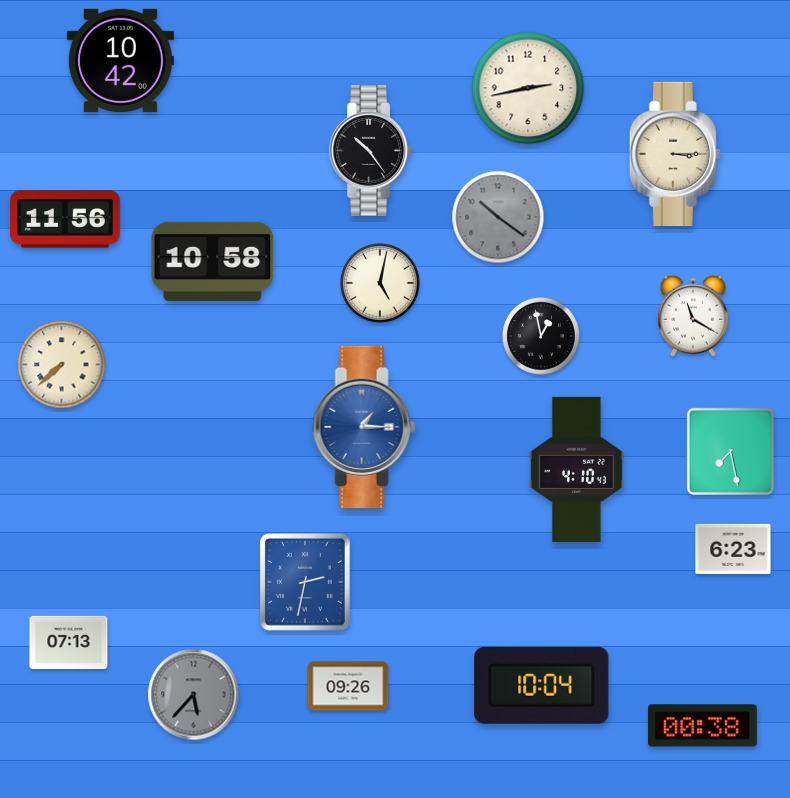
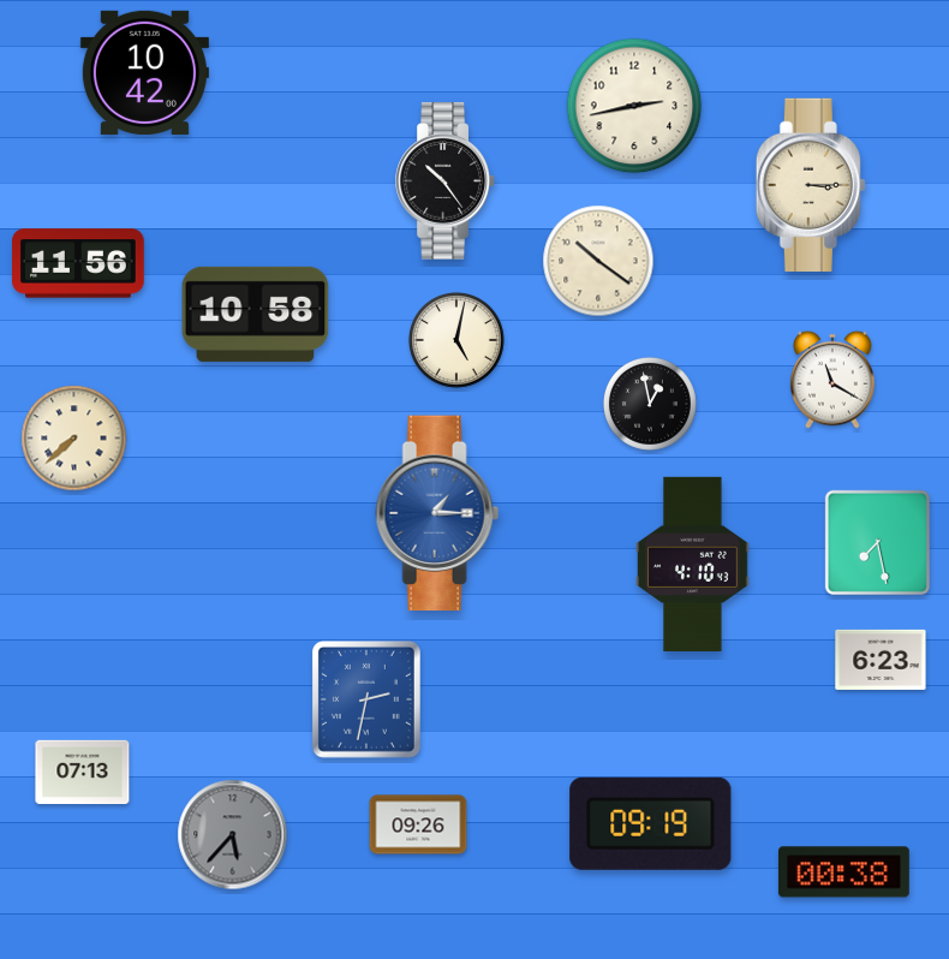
clock at (498, 217) dial: grey -> cream
clock at (542, 685): 10:04 -> 09:19
